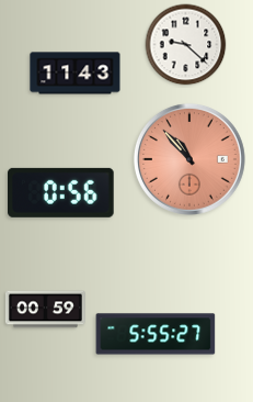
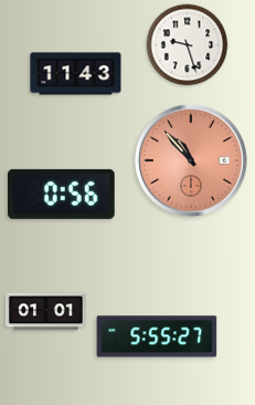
clock at (186, 45): 9:22 -> 9:27
clock at (45, 310): 00:59 -> 01:01
